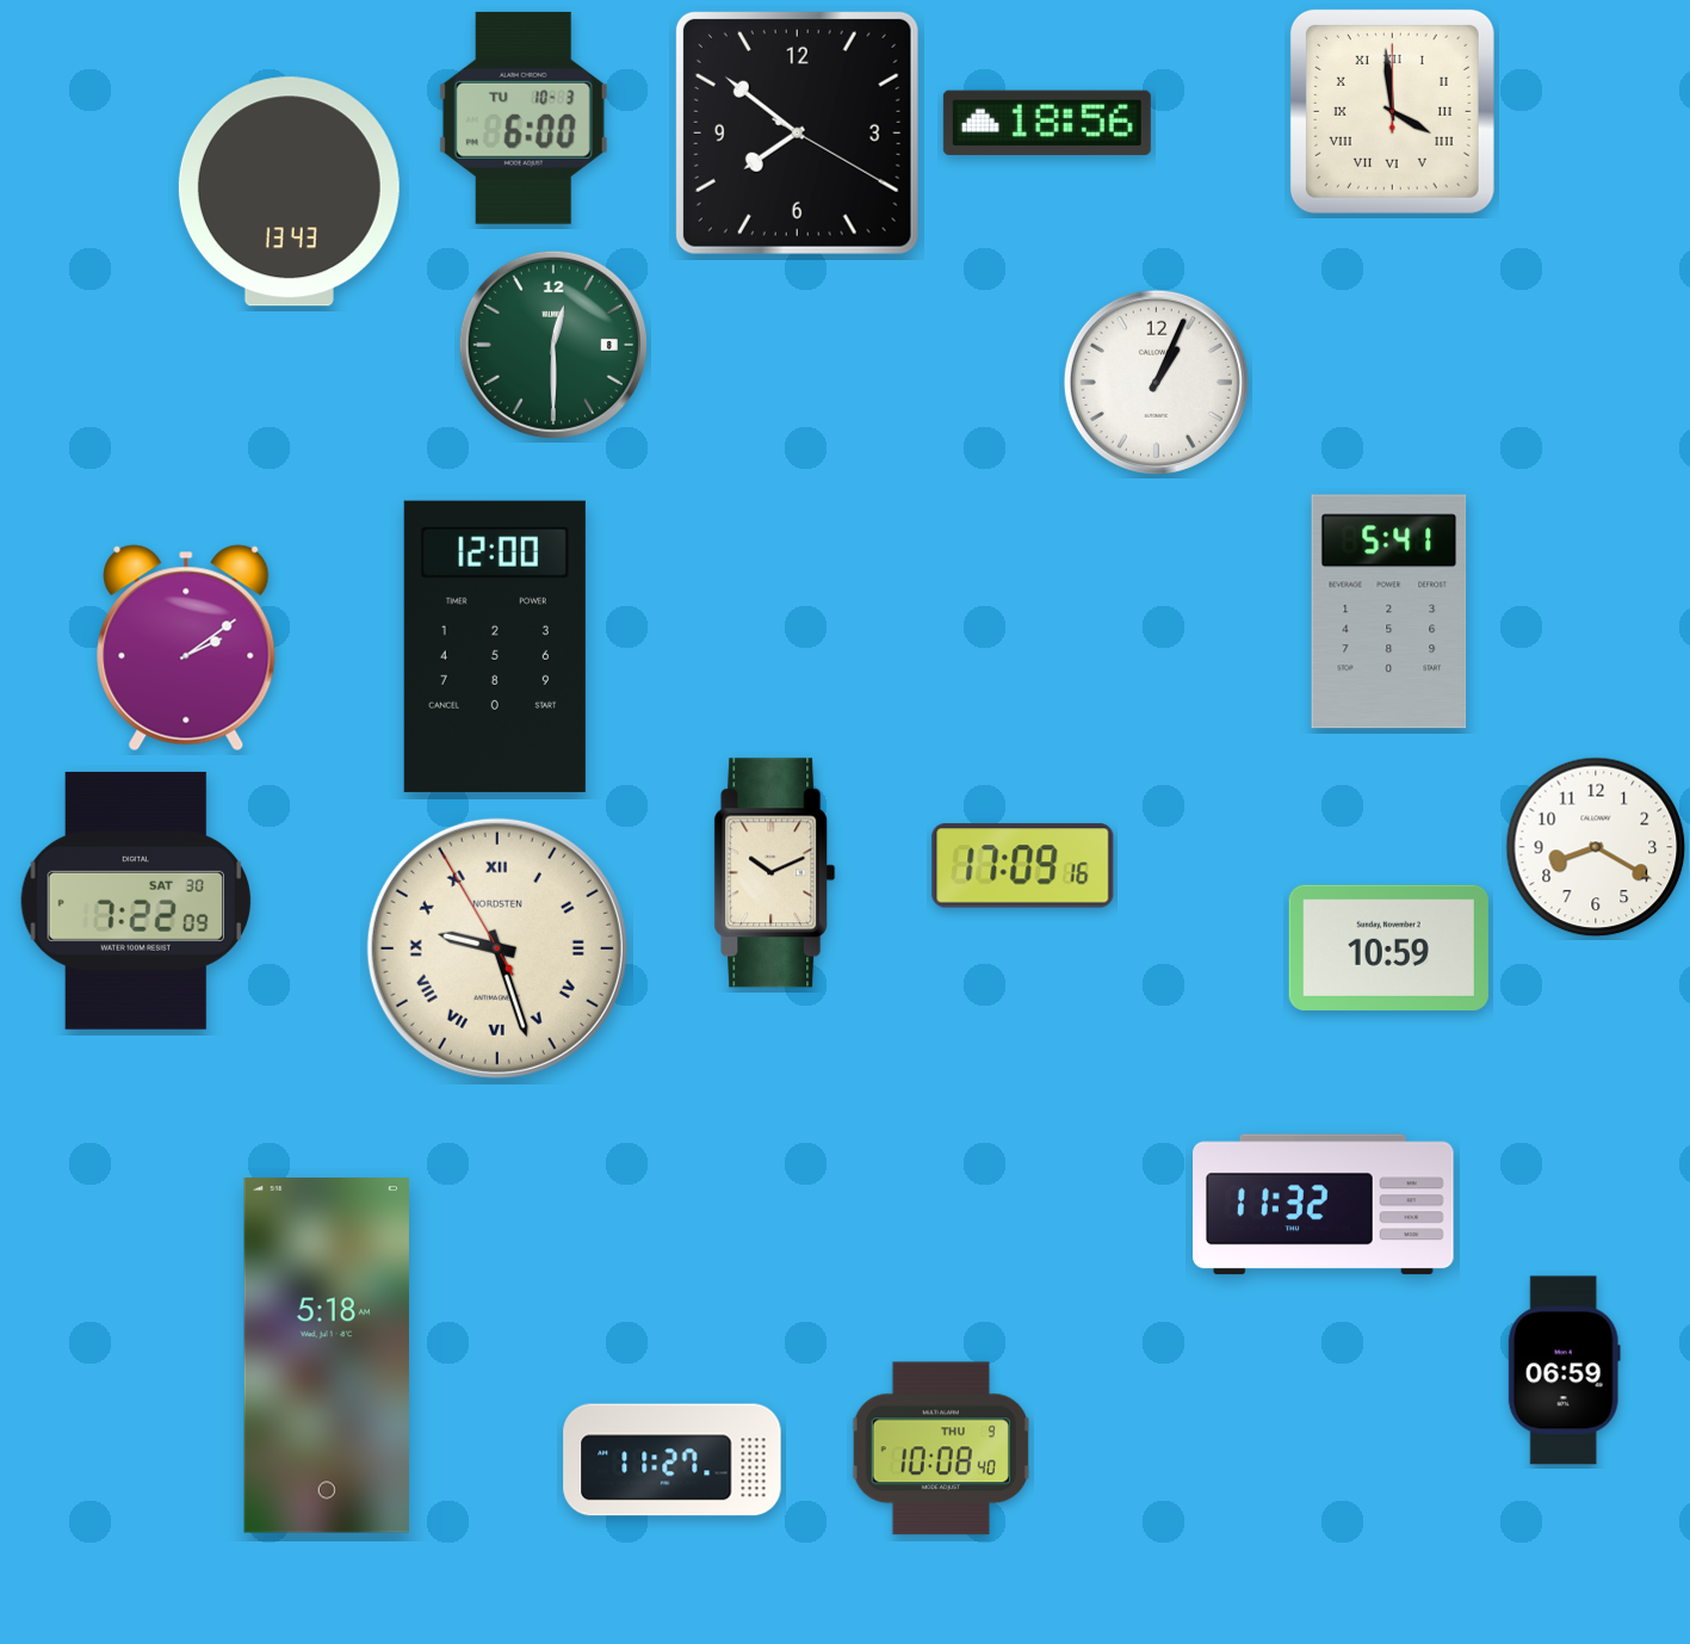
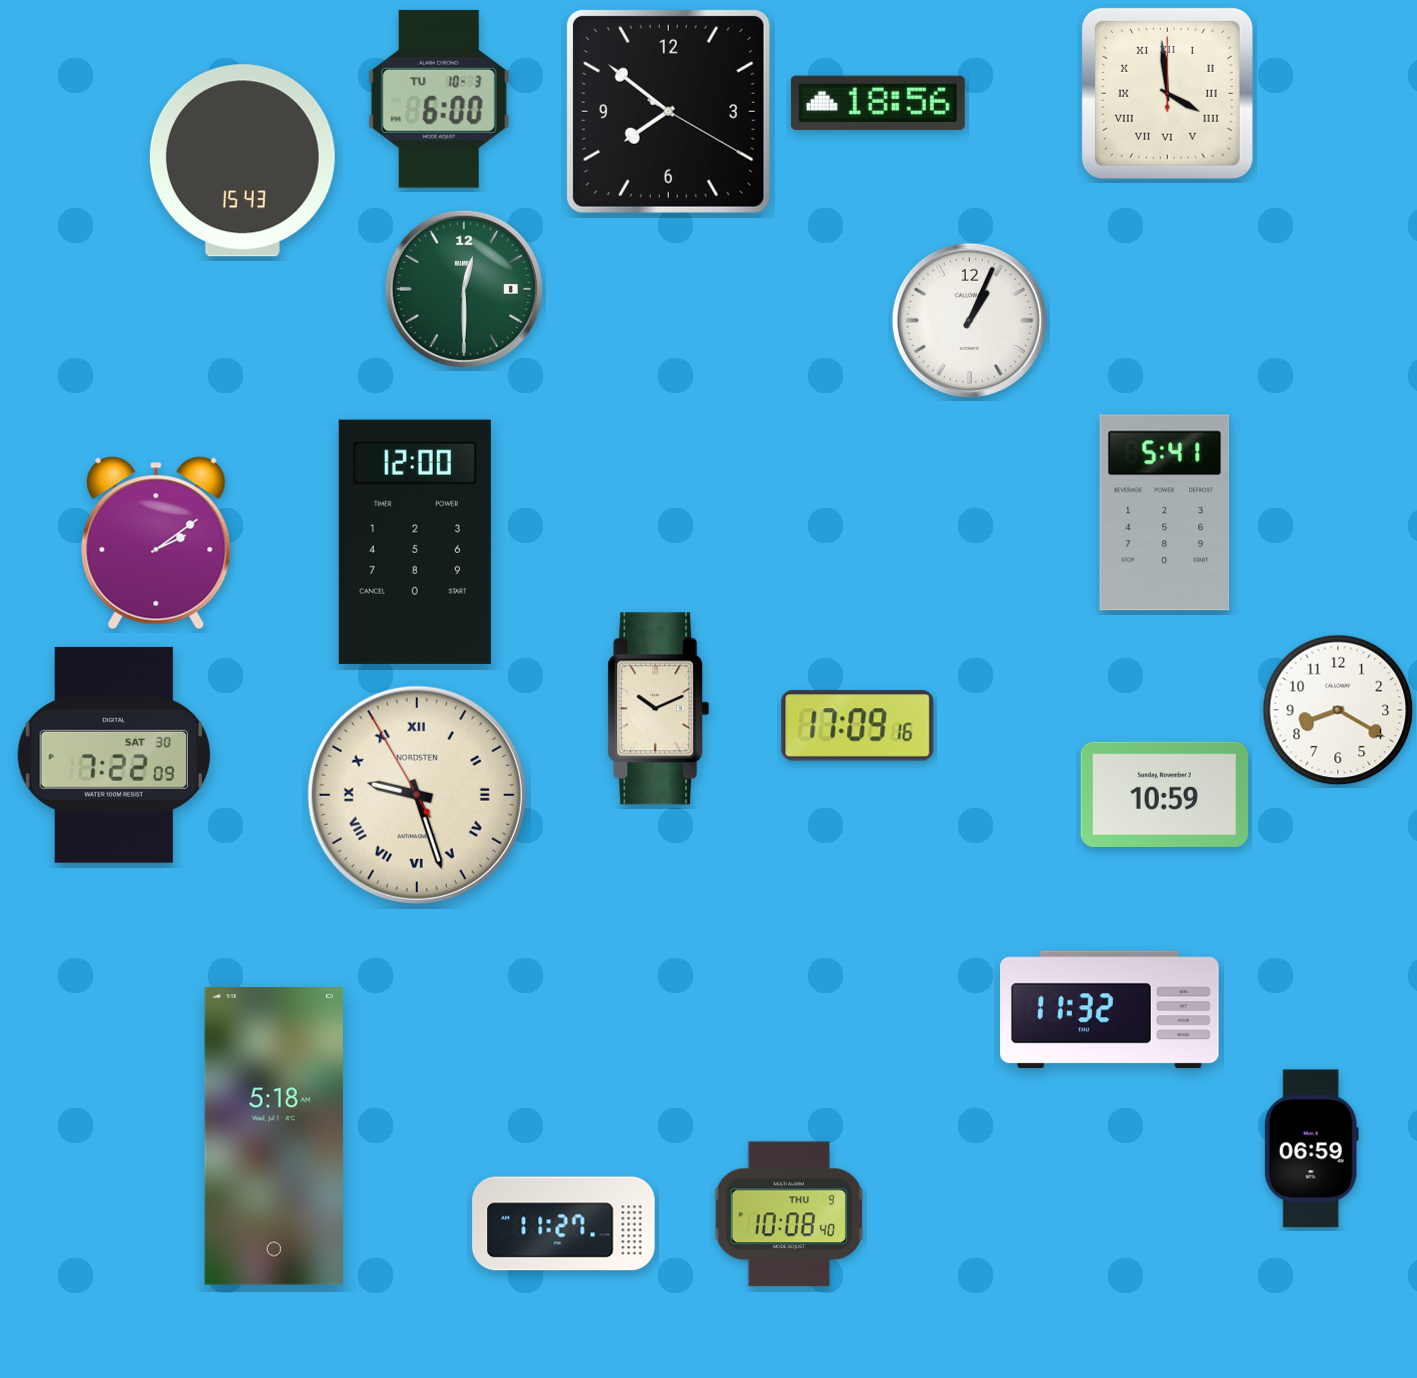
clock at (289, 192): 13:43 -> 15:43
clock at (775, 873) position: (775, 873) -> (659, 709)
